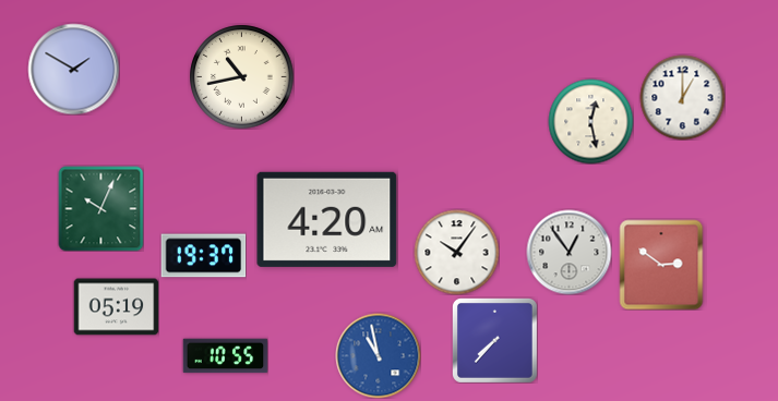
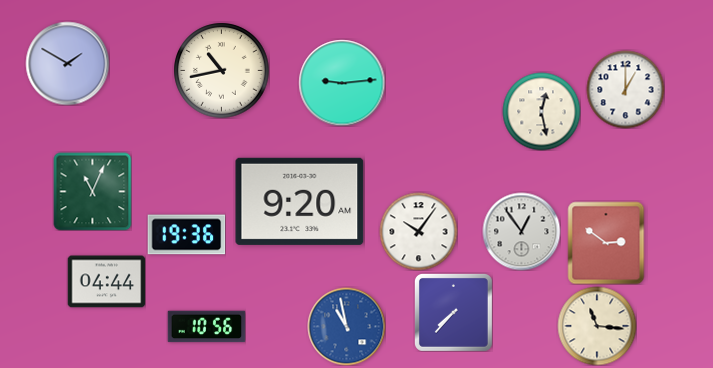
clock at (342, 83): none -> 9:14
clock at (100, 208): 10:04 -> 11:04
clock at (327, 219): 4:20 -> 9:20
clock at (203, 256): 19:37 -> 19:36
clock at (116, 307): 05:19 -> 04:44
clock at (597, 326): none -> 11:16
clock at (225, 356): 10:55 -> 10:56
